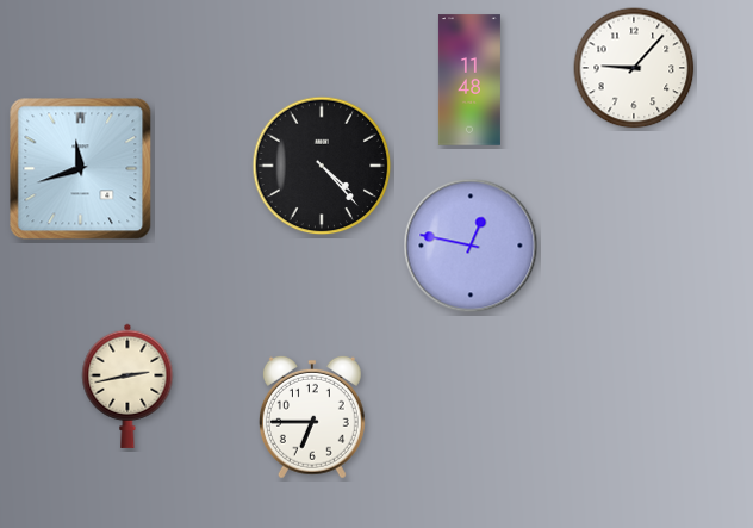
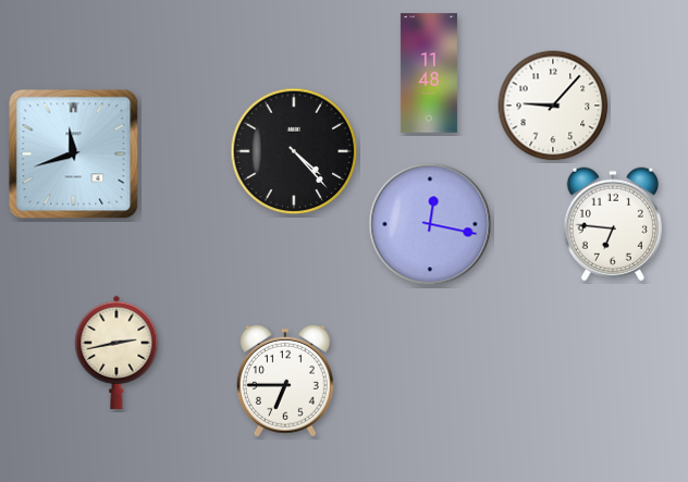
clock at (634, 68) position: (634, 68) -> (553, 106)
clock at (471, 246): 12:47 -> 12:17
clock at (613, 224): none -> 6:46
